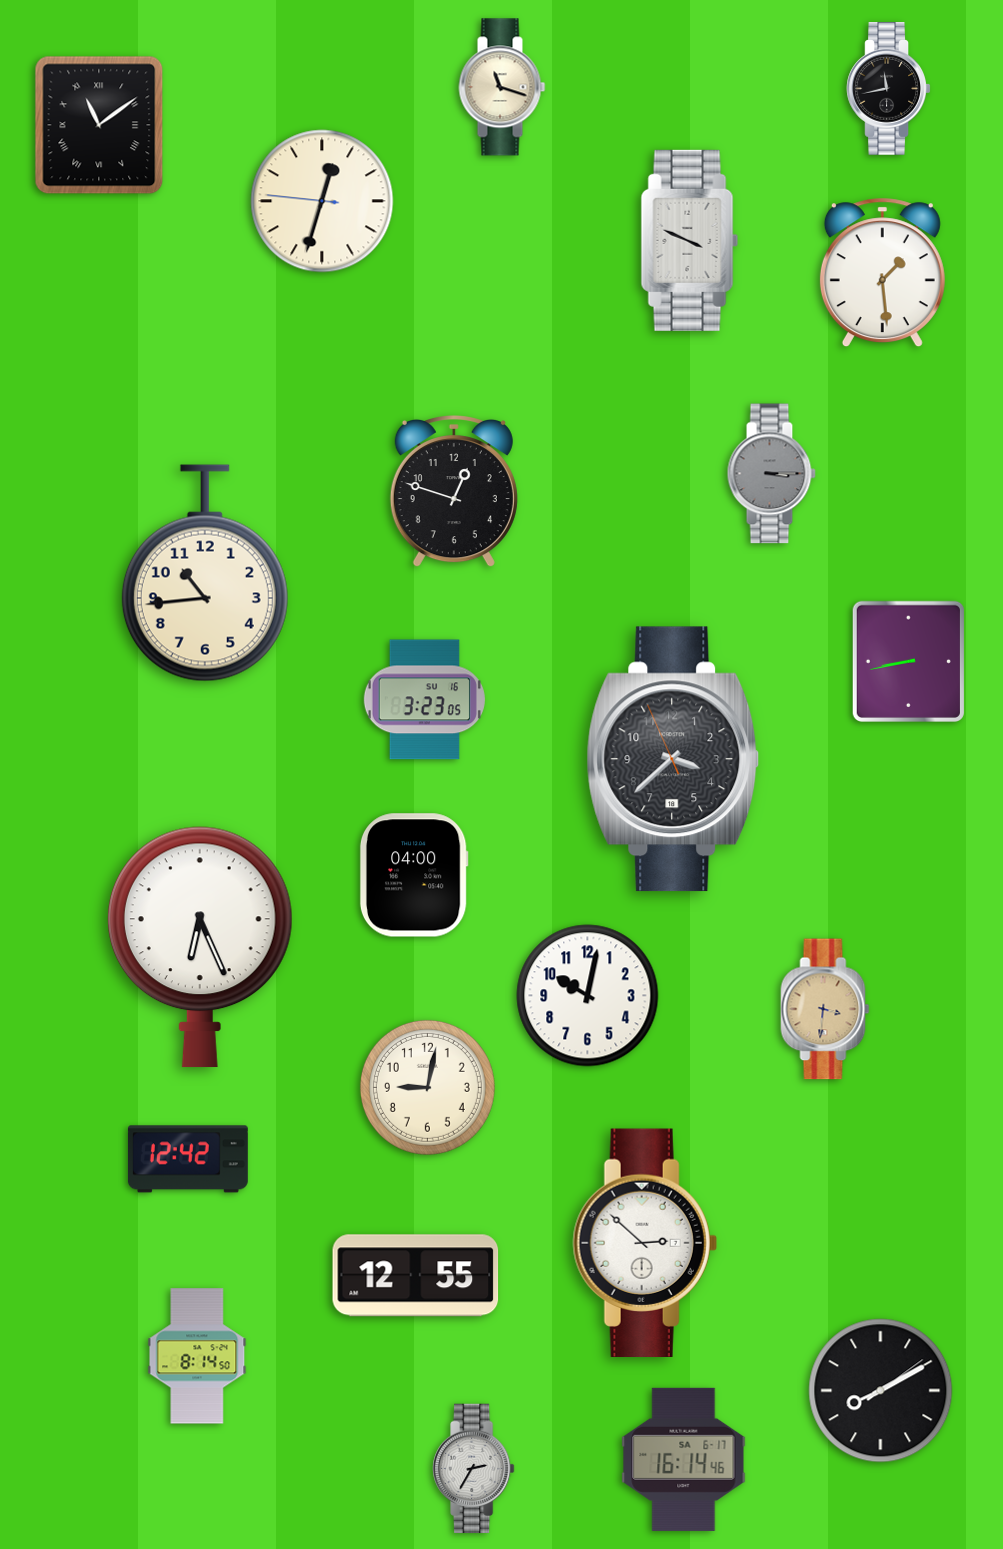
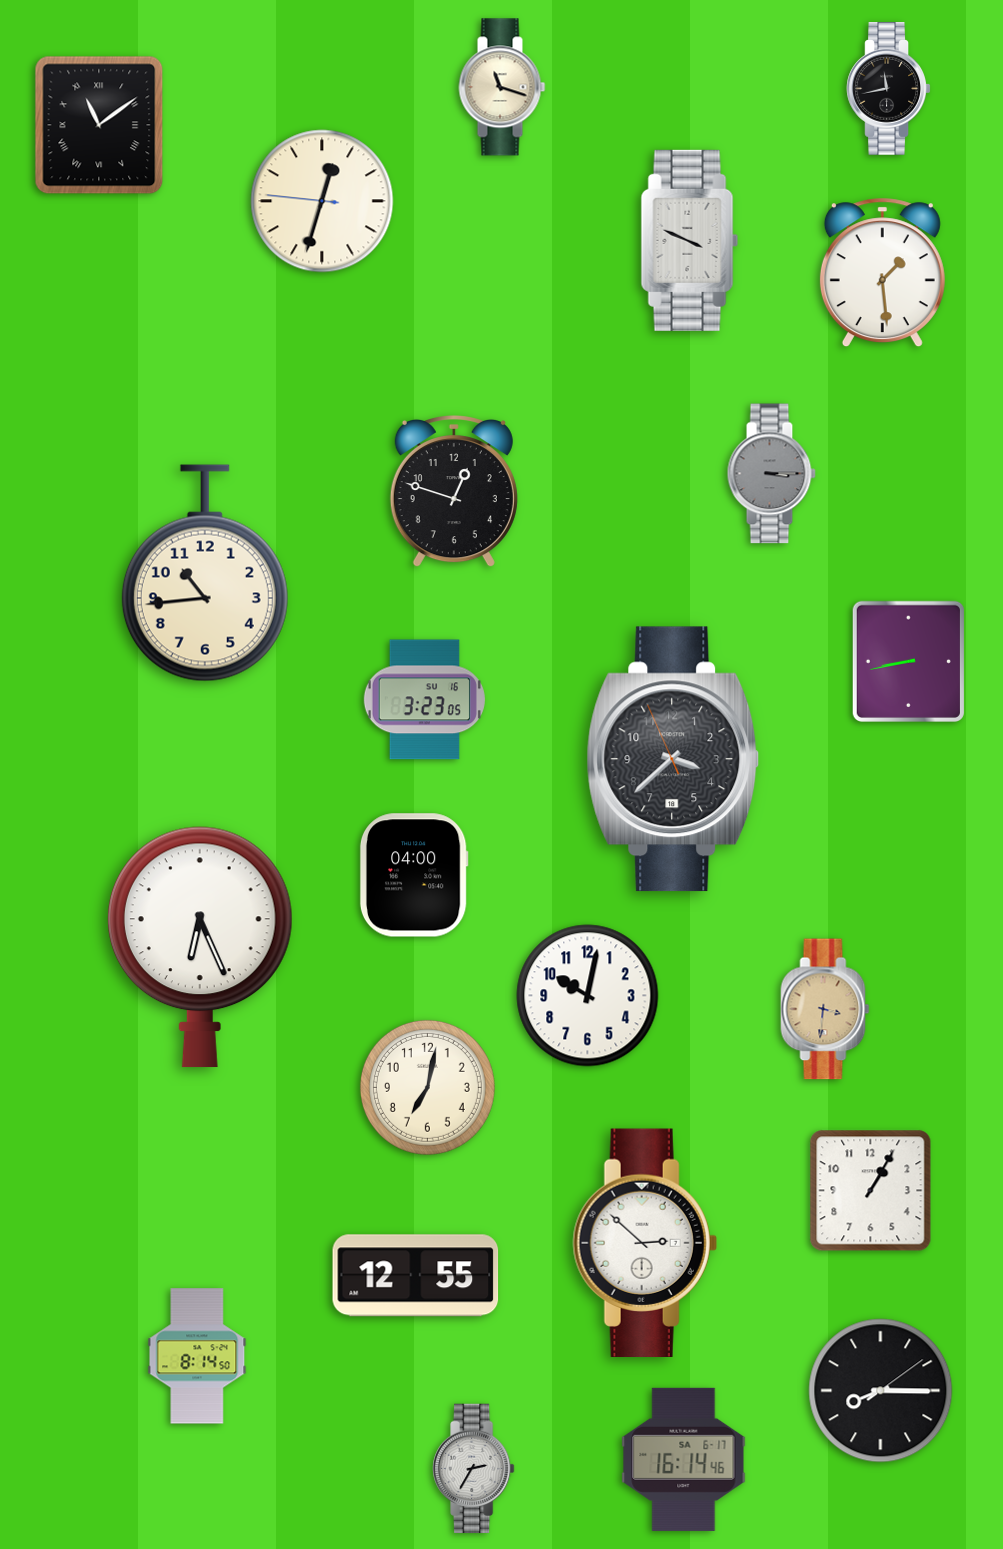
clock at (427, 1087): 9:02 -> 7:02
clock at (188, 1159): 12:42 -> none
clock at (871, 1191): none -> 1:05
clock at (881, 1391): 8:10 -> 8:15
